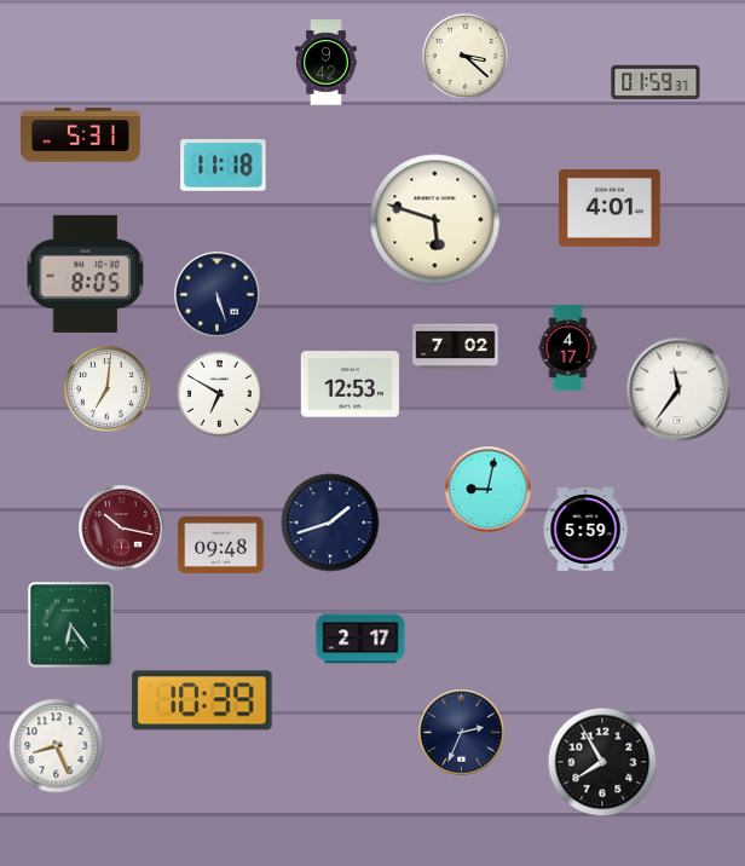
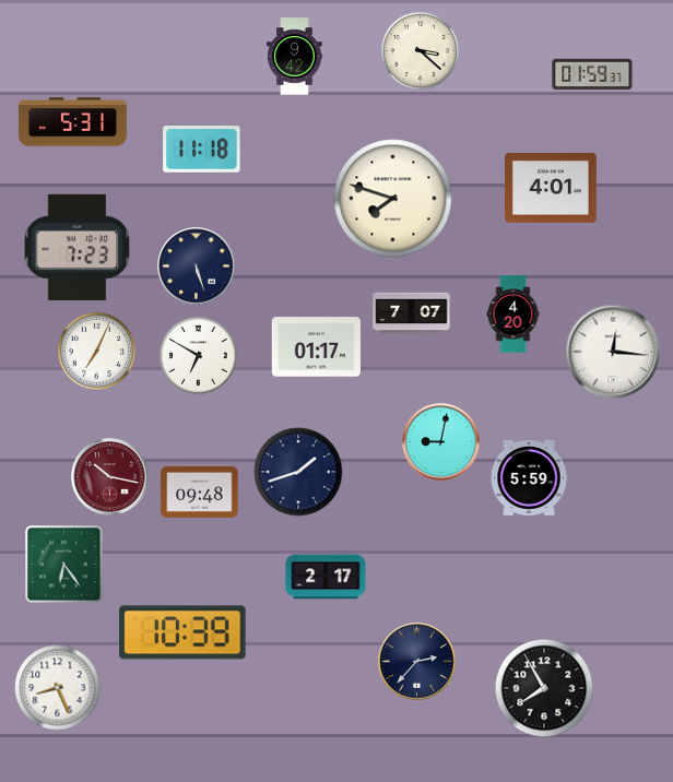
clock at (435, 220): 5:48 -> 7:48
clock at (86, 273): 8:05 -> 7:23
clock at (456, 347): 7:02 -> 7:07
clock at (568, 348): 4:17 -> 4:20
clock at (350, 385): 12:53 -> 01:17
clock at (106, 388): 7:01 -> 7:04
clock at (678, 389): 11:36 -> 12:16
clock at (462, 733): 2:34 -> 2:37
clock at (57, 746) position: (57, 746) -> (58, 688)
